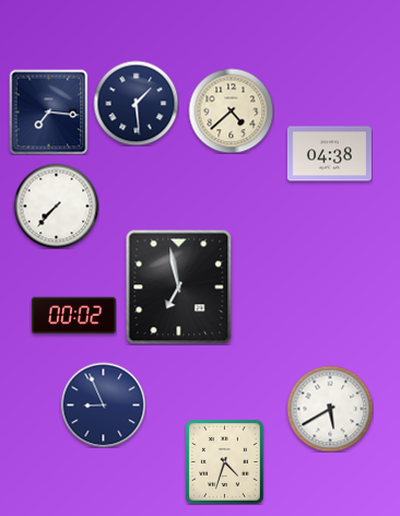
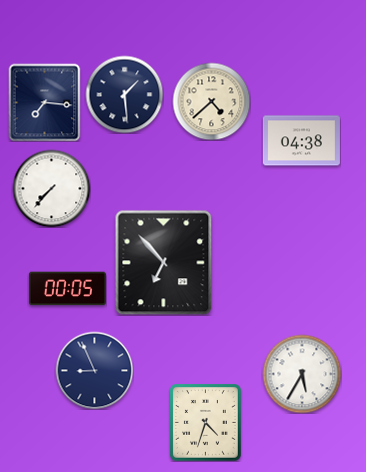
clock at (179, 286): 6:58 -> 6:53
clock at (73, 316): 00:02 -> 00:05
clock at (330, 409): 5:40 -> 5:35
